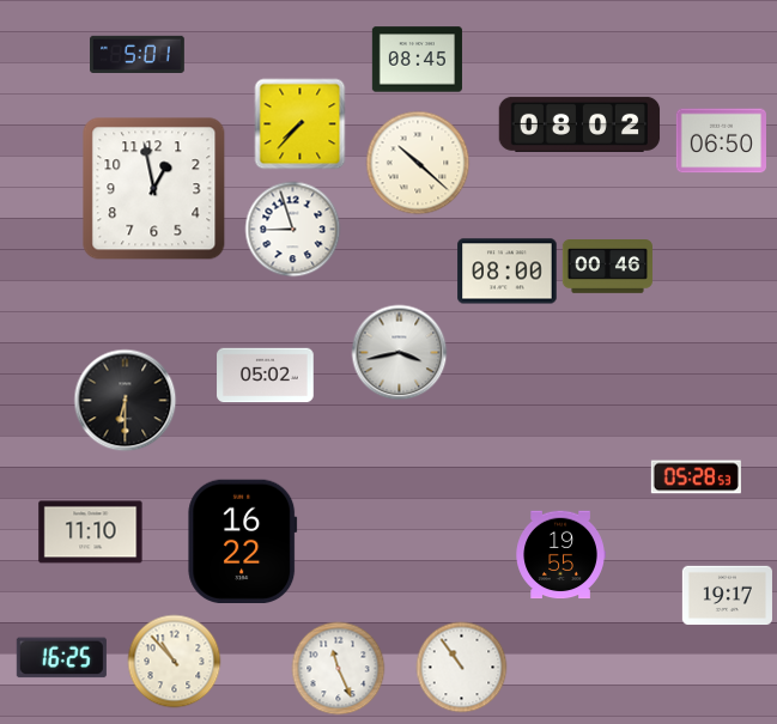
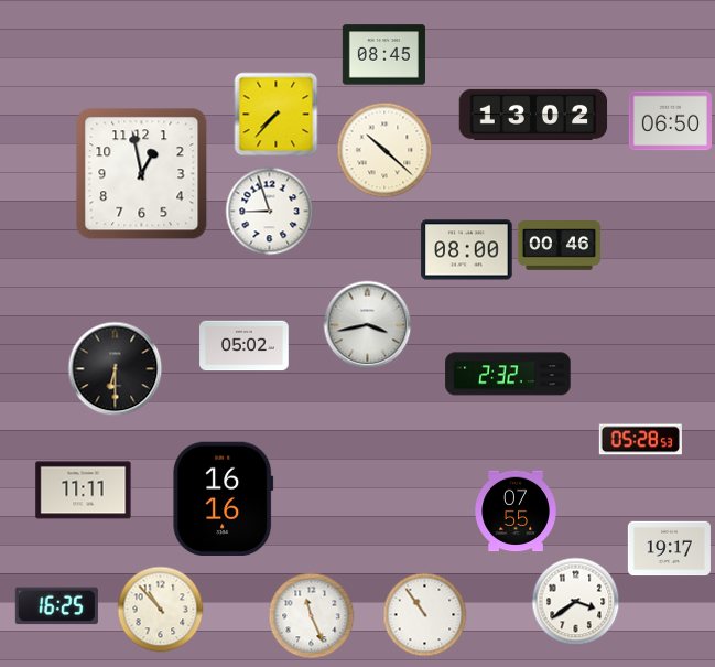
clock at (138, 54): 5:01 -> none
clock at (579, 124): 08:02 -> 13:02
clock at (721, 141) position: (721, 141) -> (670, 121)
clock at (508, 374): none -> 2:32
clock at (91, 533): 11:10 -> 11:11
clock at (243, 541): 16:22 -> 16:16
clock at (560, 555): 19:55 -> 07:55
clock at (576, 602): none -> 3:39
